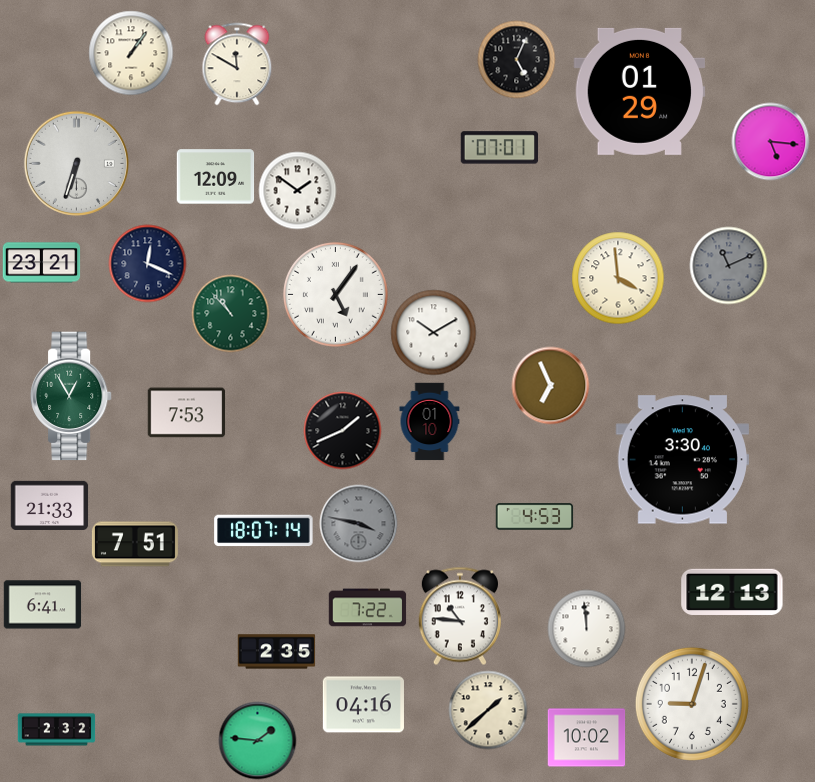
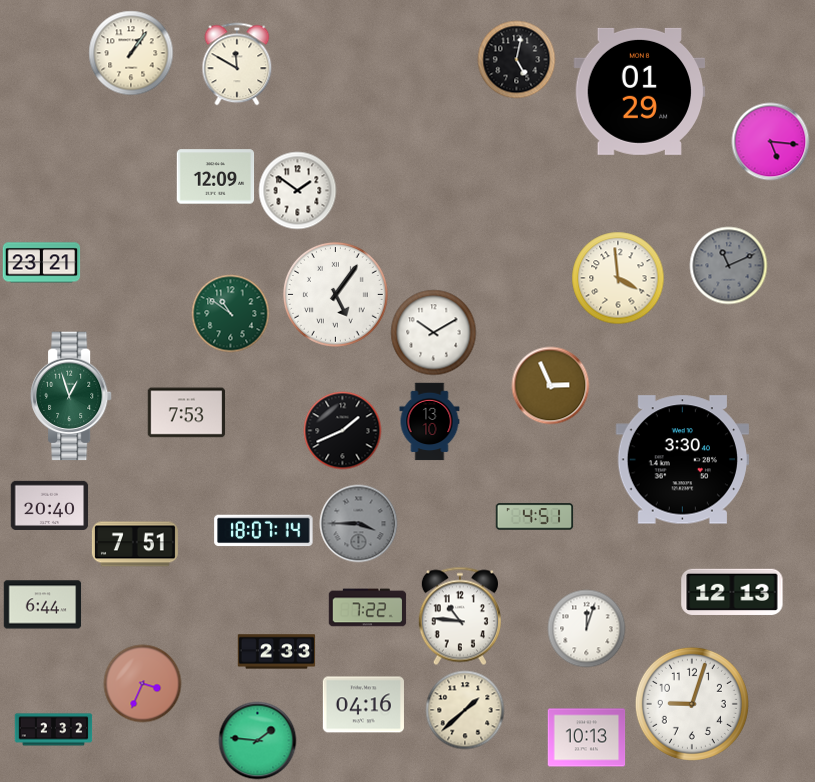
clock at (516, 59): 5:04 -> 5:02
clock at (499, 148): 07:01 -> none
clock at (76, 163): 6:33 -> none
clock at (147, 263): 12:19 -> none
clock at (230, 313): 10:53 -> 10:51
clock at (550, 385): 6:56 -> 2:56
clock at (71, 396): 12:55 -> 12:57
clock at (430, 421): 01:10 -> 13:10
clock at (49, 505): 21:33 -> 20:40
clock at (534, 517): 4:53 -> 4:51
clock at (358, 523): 3:47 -> 3:45
clock at (42, 605): 6:41 -> 6:44
clock at (586, 628): 11:59 -> 12:03
clock at (276, 652): 2:35 -> 2:33
clock at (142, 683): none -> 3:34
clock at (488, 710) position: (488, 710) -> (465, 710)
clock at (56, 730) position: (56, 730) -> (53, 730)
clock at (586, 738): 10:02 -> 10:13
